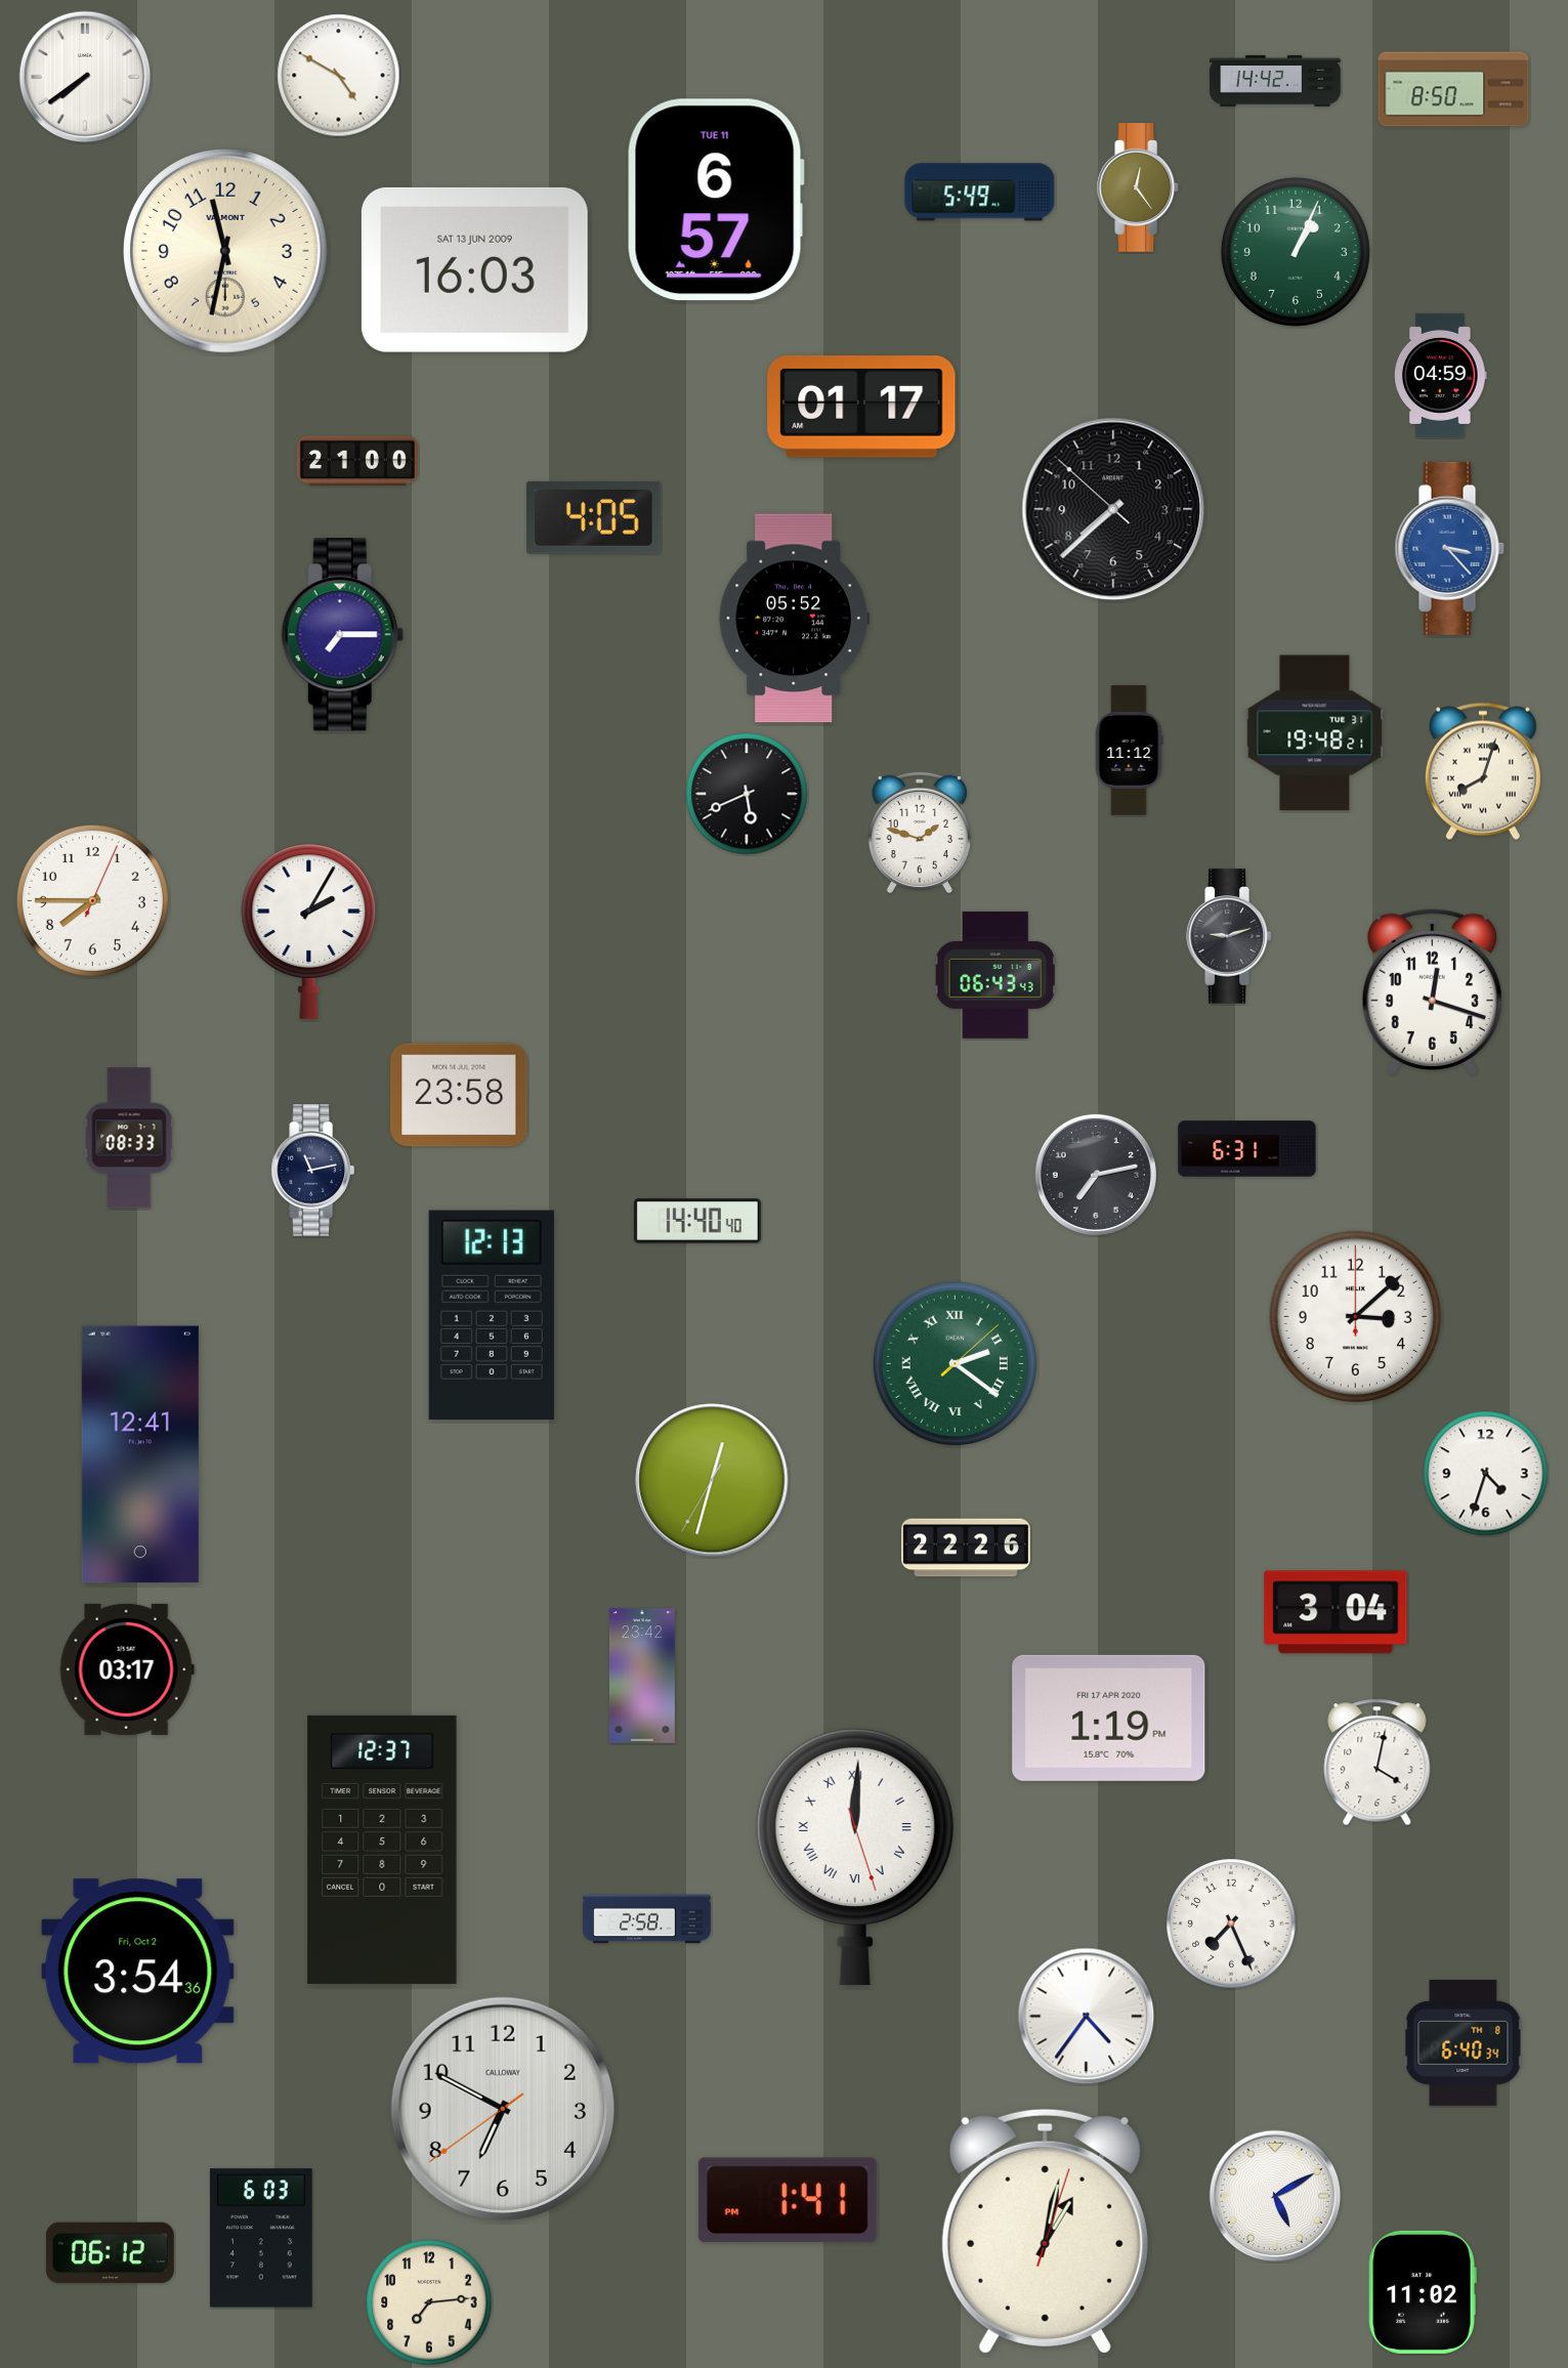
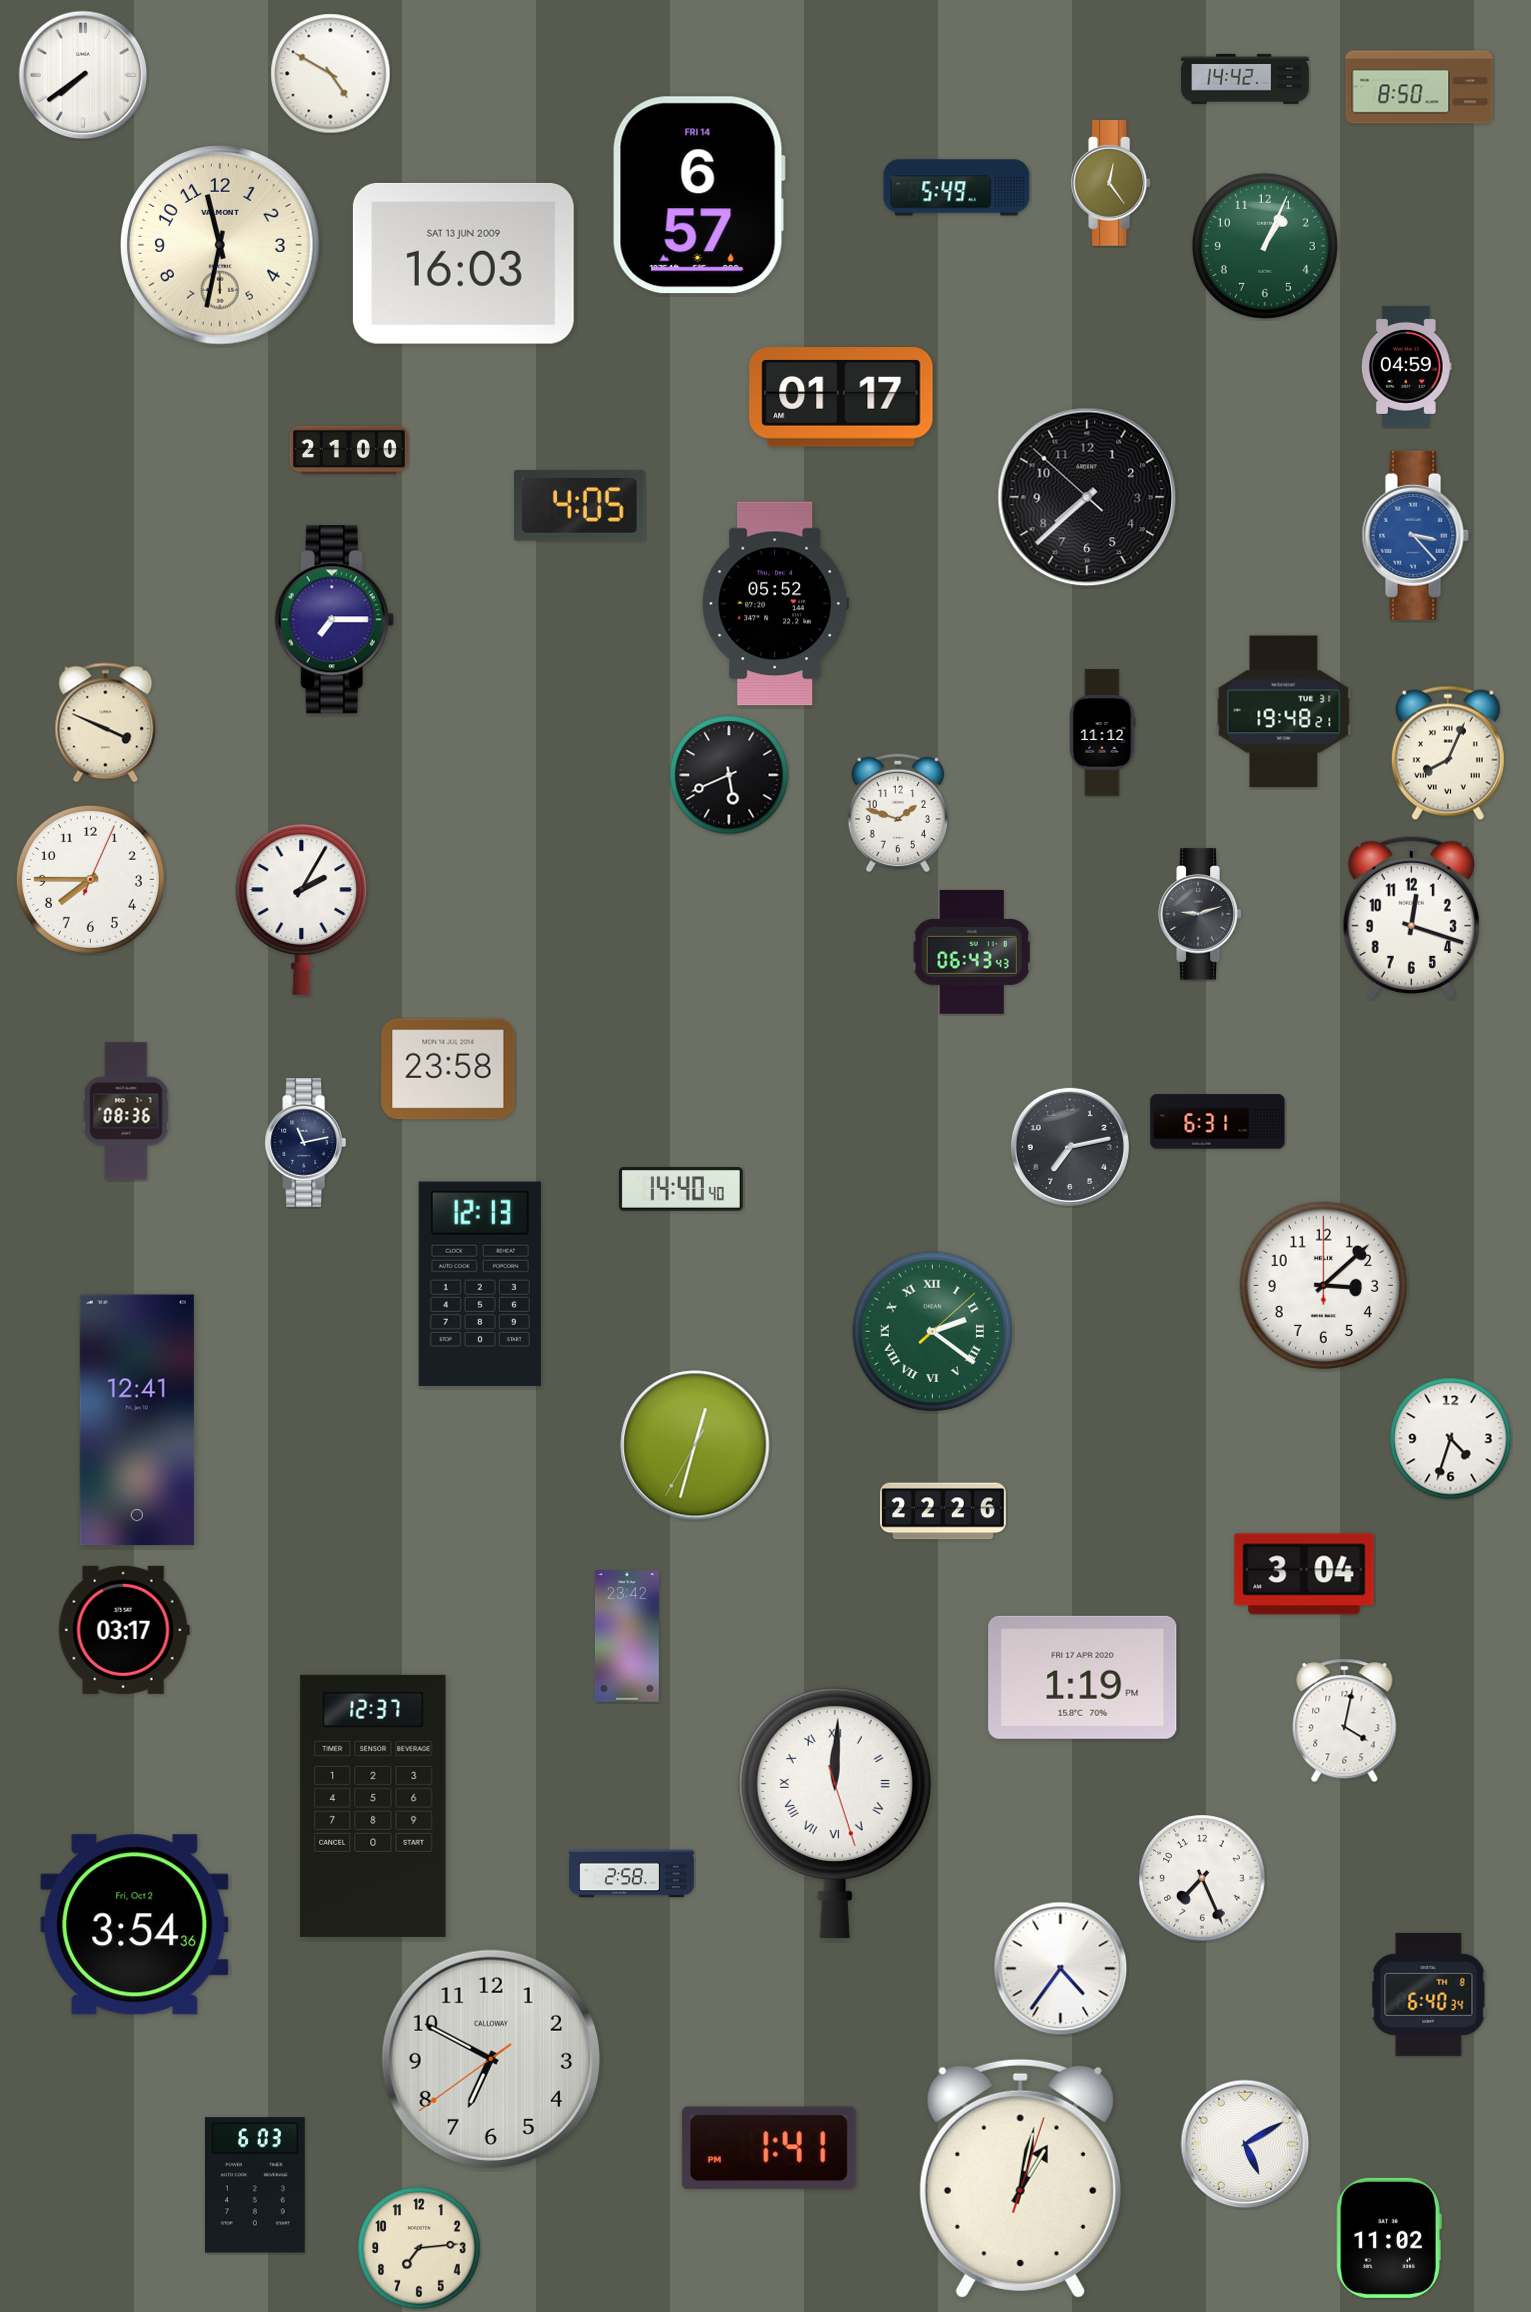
clock at (716, 200) date: TUE 11 -> FRI 14
clock at (1315, 733) position: (1315, 733) -> (1284, 712)
clock at (106, 723): none -> 3:49
clock at (1483, 771): 8:03 -> 8:04
clock at (1432, 991) position: (1432, 991) -> (1411, 917)
clock at (129, 1138): 08:33 -> 08:36
clock at (697, 1221) position: (697, 1221) -> (681, 1189)
clock at (110, 2253): 06:12 -> none
